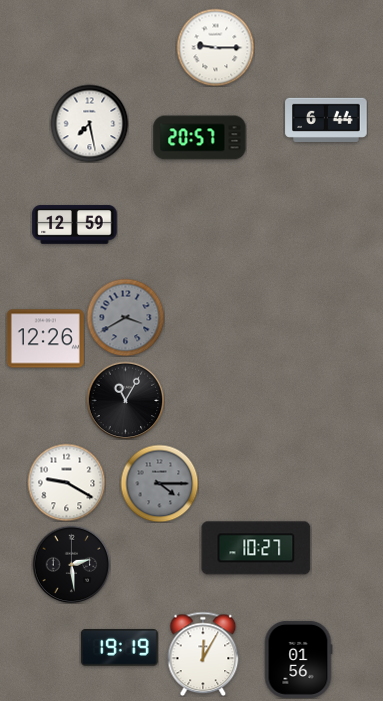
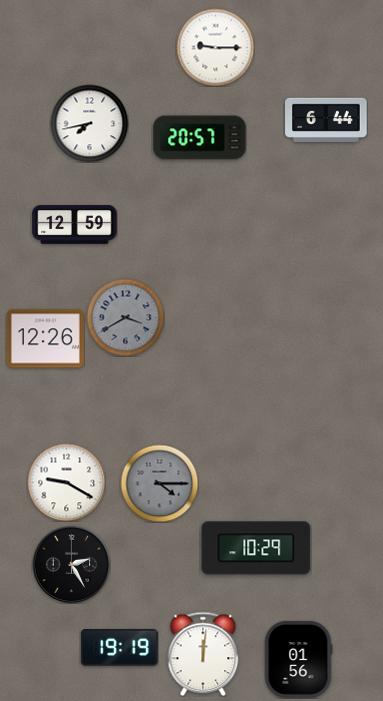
clock at (89, 123): 7:28 -> 7:43
clock at (125, 400): 11:05 -> none
clock at (256, 548): 10:27 -> 10:29
clock at (71, 564): 2:29 -> 2:25
clock at (203, 654): 12:05 -> 12:01
